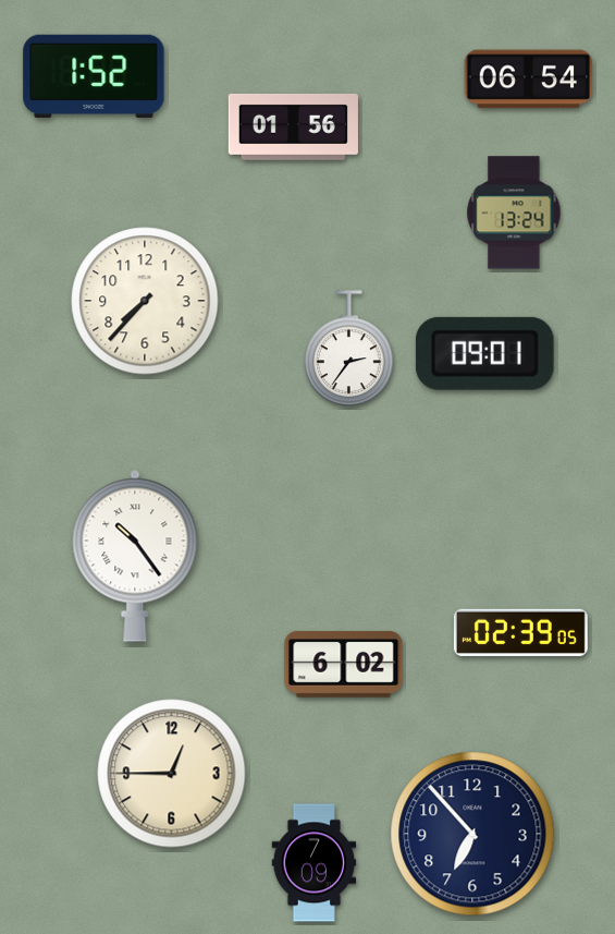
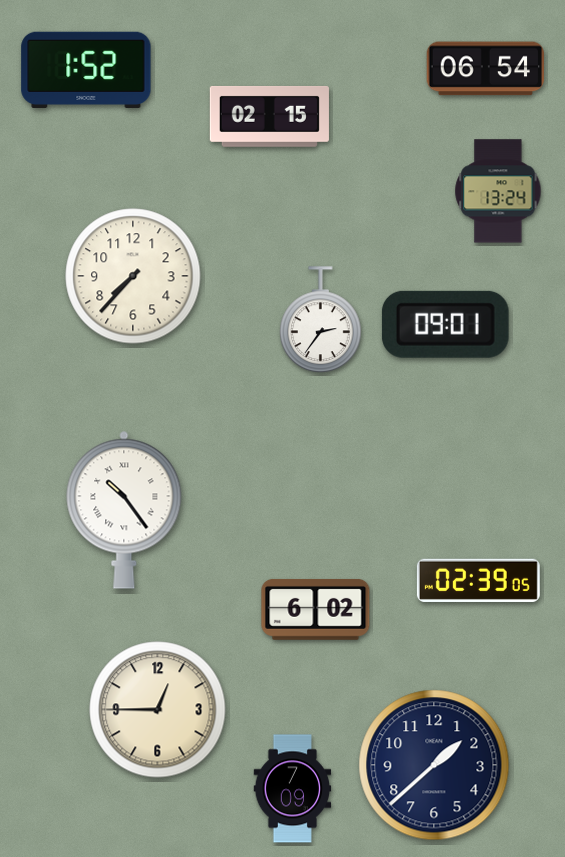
clock at (529, 80) position: (529, 80) -> (486, 69)
clock at (293, 126): 01:56 -> 02:15
clock at (514, 213) position: (514, 213) -> (498, 191)
clock at (472, 834): 6:53 -> 1:38
clock at (315, 863) position: (315, 863) -> (293, 789)
